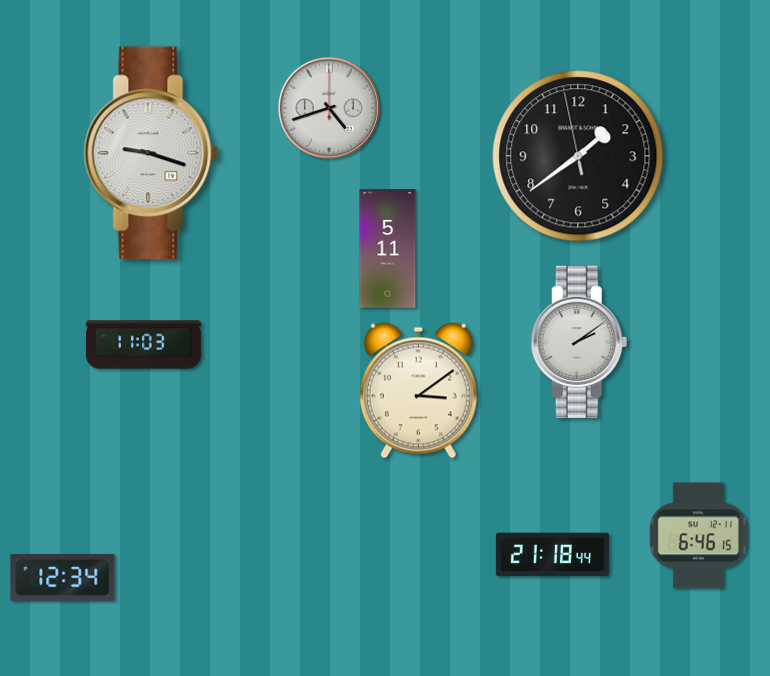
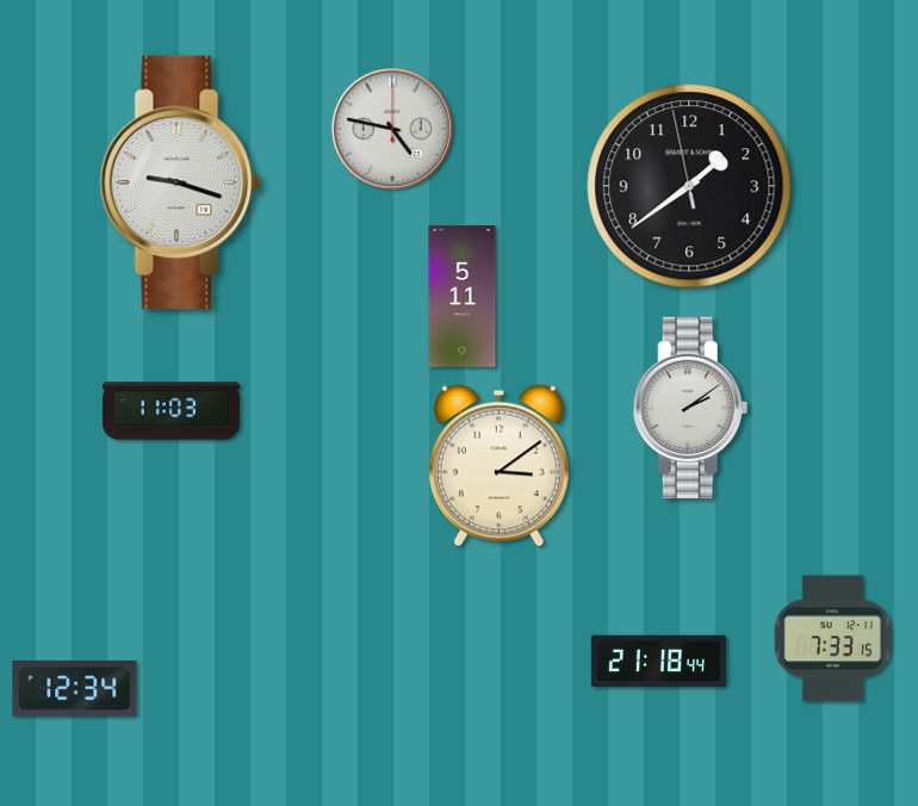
clock at (329, 108): 4:42 -> 4:47
clock at (698, 536): 6:46 -> 7:33
